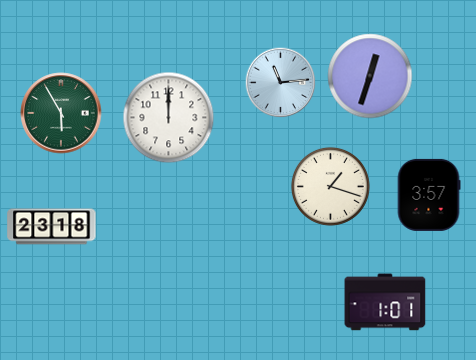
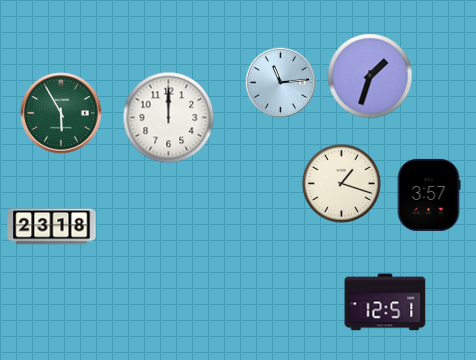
clock at (370, 76): 12:33 -> 1:33
clock at (330, 186) position: (330, 186) -> (341, 183)
clock at (385, 302): 1:01 -> 12:51
